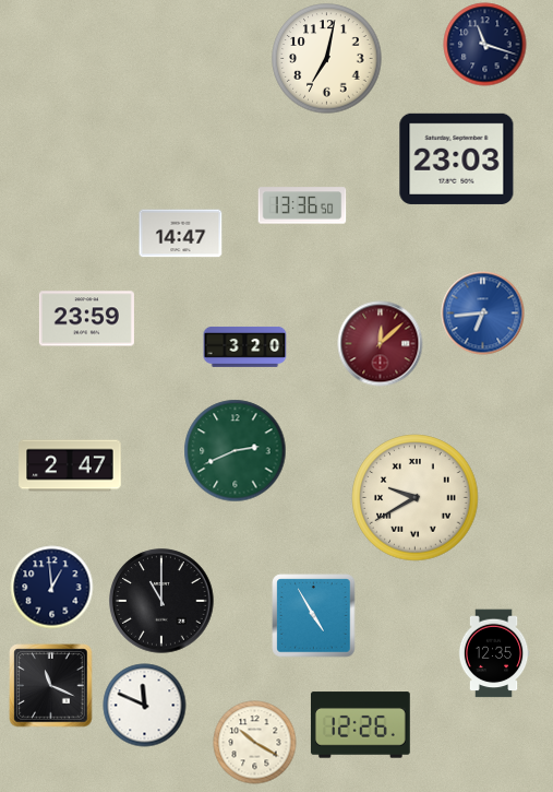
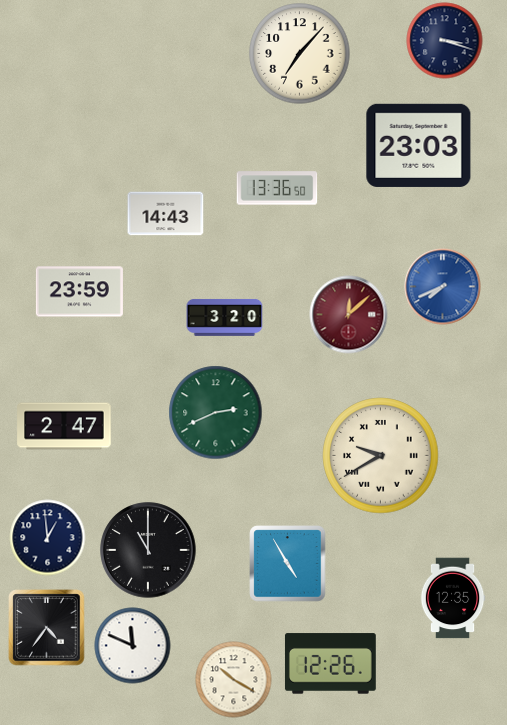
clock at (485, 45): 11:18 -> 3:18
clock at (327, 59): 7:02 -> 7:07
clock at (181, 234): 14:47 -> 14:43
clock at (483, 314): 6:44 -> 7:41
clock at (51, 686): 11:19 -> 4:36
